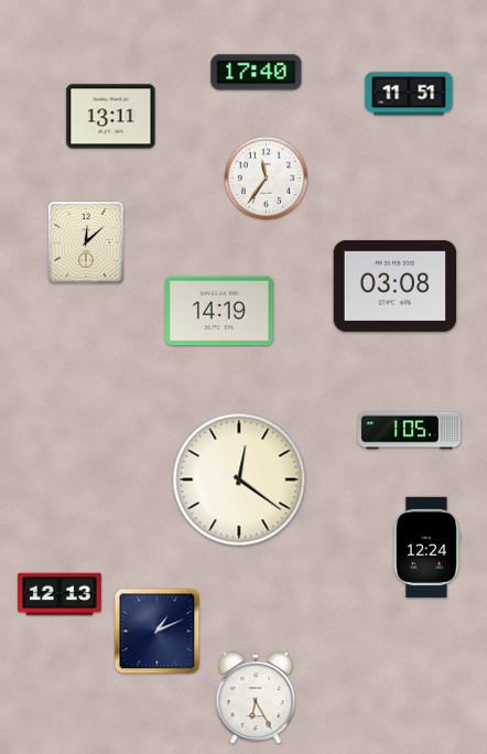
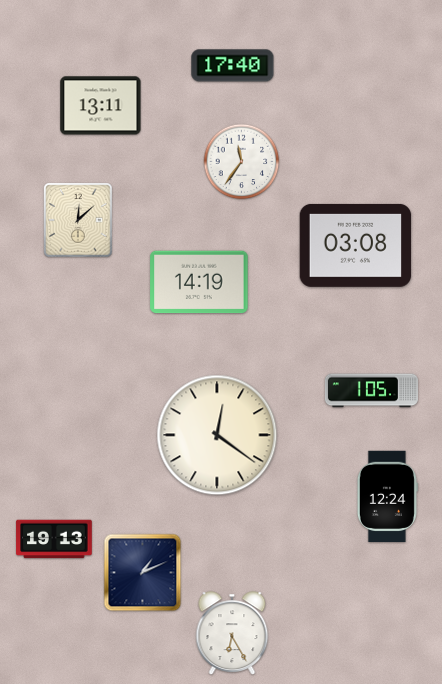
clock at (409, 94): 11:51 -> none
clock at (396, 286) position: (396, 286) -> (356, 245)
clock at (59, 594): 12:13 -> 19:13
